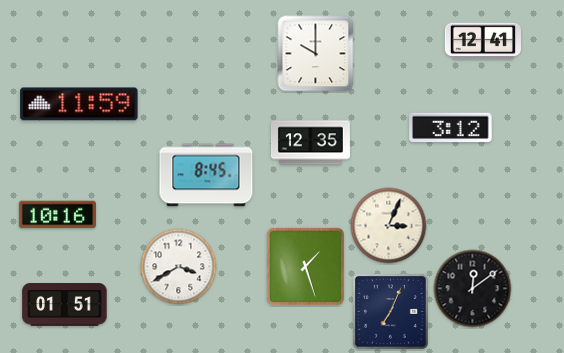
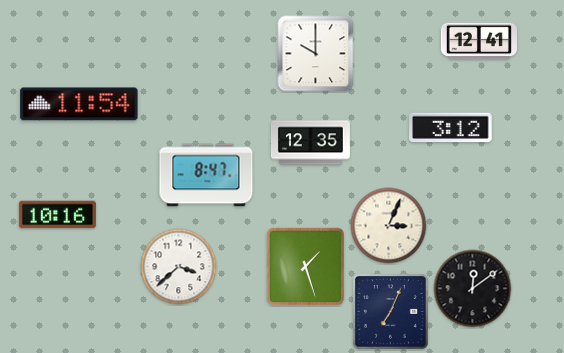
clock at (483, 41) position: (483, 41) -> (479, 41)
clock at (79, 104): 11:59 -> 11:54
clock at (206, 175): 8:45 -> 8:47
clock at (179, 267): 3:40 -> 3:38
clock at (65, 305): 01:51 -> none
